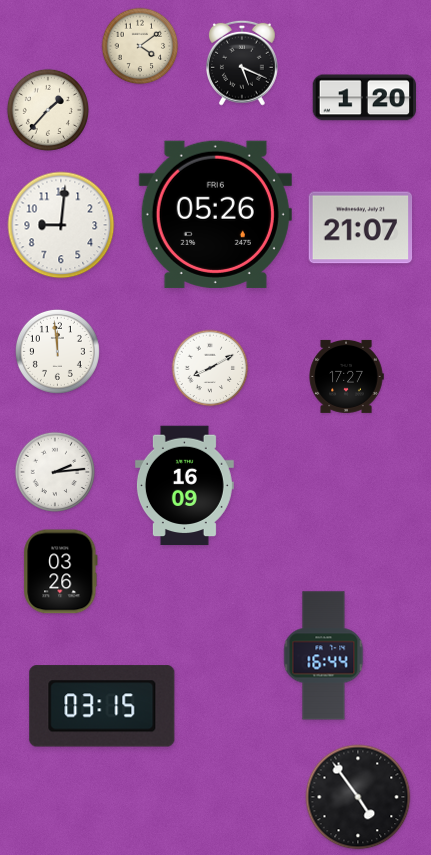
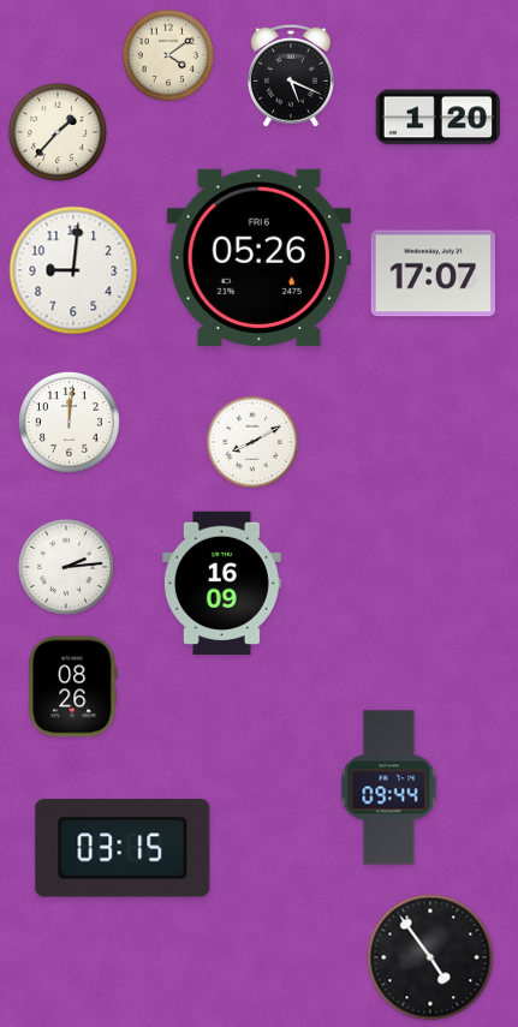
clock at (361, 228): 21:07 -> 17:07
clock at (57, 351): 11:59 -> 12:01
clock at (346, 376): 17:27 -> none
clock at (61, 572): 03:26 -> 08:26
clock at (324, 656): 16:44 -> 09:44
